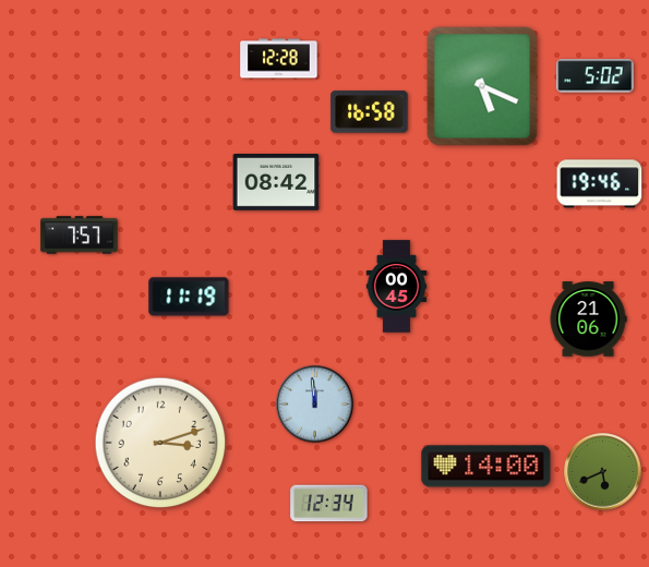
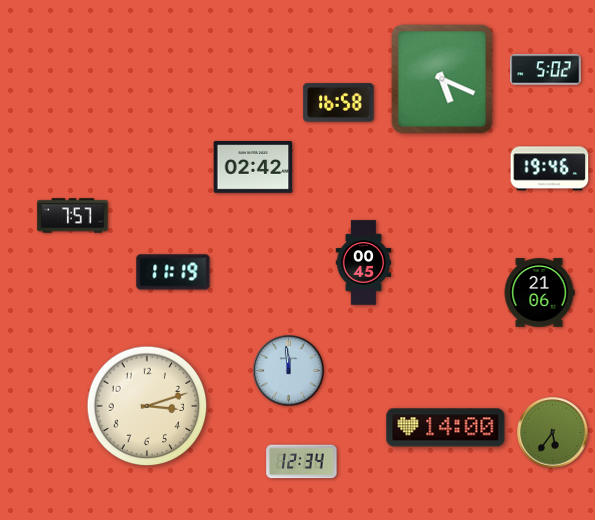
clock at (279, 59): 12:28 -> none
clock at (276, 183): 08:42 -> 02:42
clock at (603, 472): 5:41 -> 5:36
